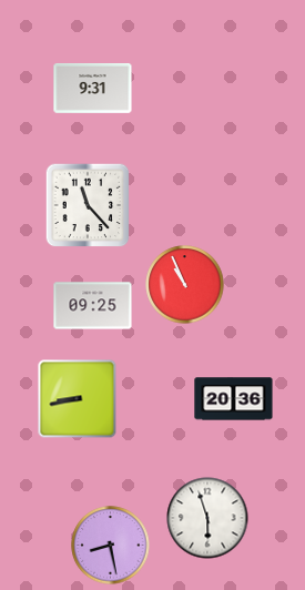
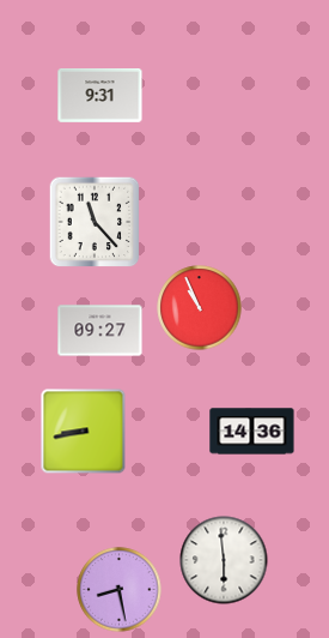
clock at (93, 306): 09:25 -> 09:27
clock at (234, 399): 20:36 -> 14:36
clock at (207, 518): 5:57 -> 5:59
